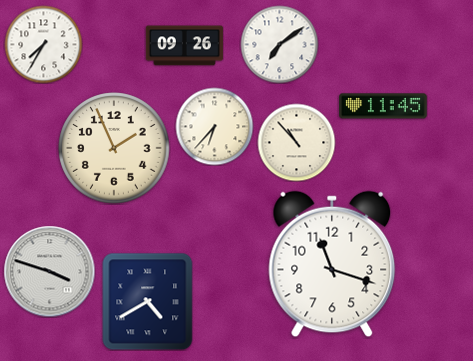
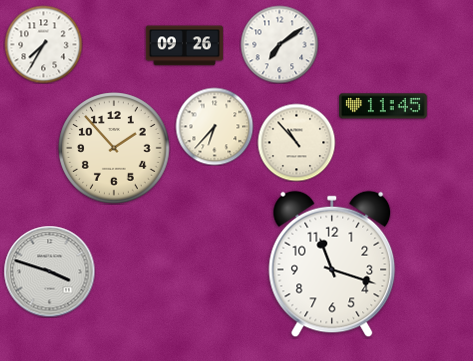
clock at (114, 148): 1:56 -> 1:53
clock at (148, 301): 4:40 -> none
